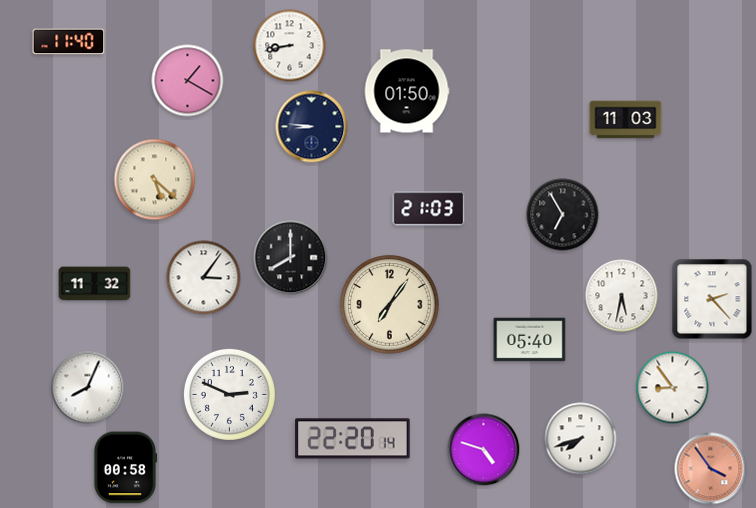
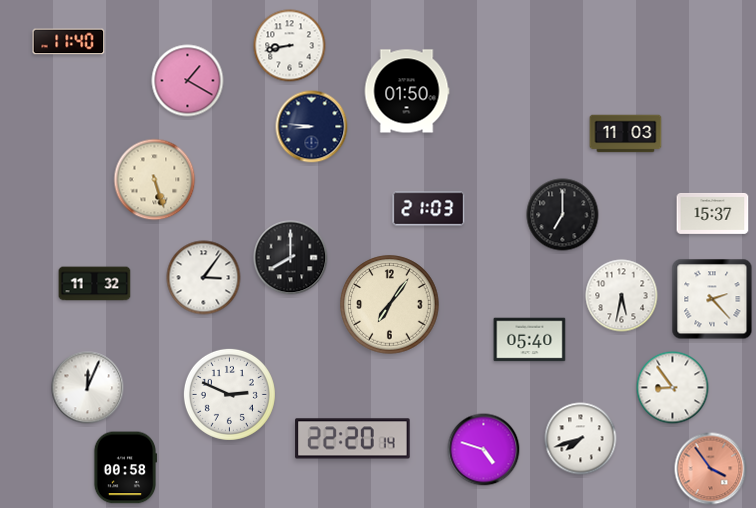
clock at (626, 120) position: (626, 120) -> (626, 134)
clock at (155, 180): 5:22 -> 5:27
clock at (713, 213): none -> 15:37
clock at (563, 215): 6:55 -> 7:00
clock at (88, 388): 8:04 -> 12:04
